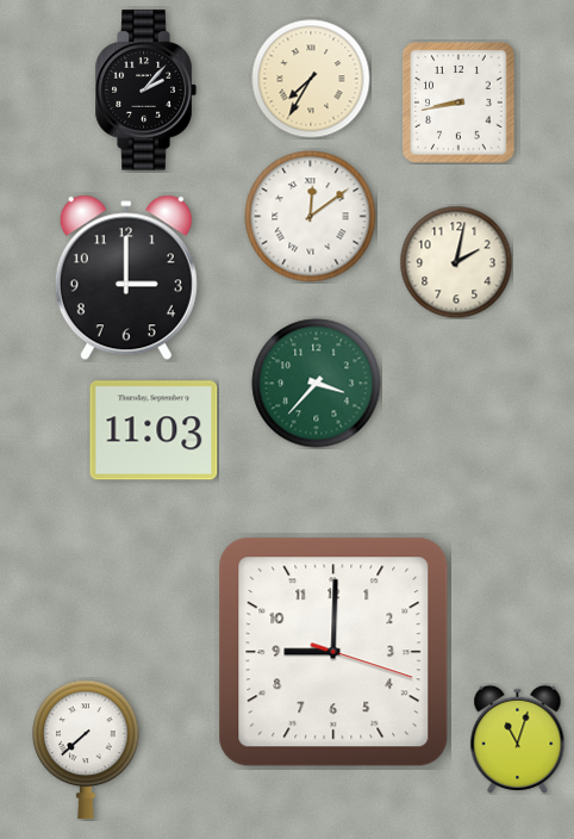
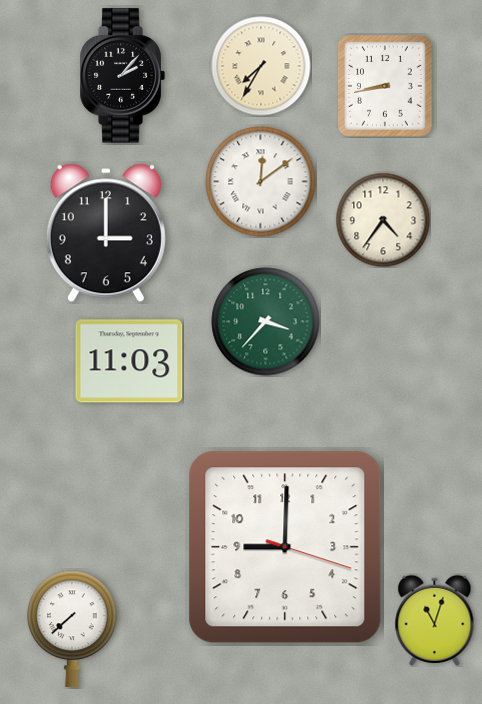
clock at (456, 262): 2:02 -> 4:36
clock at (333, 652) position: (333, 652) -> (285, 547)
